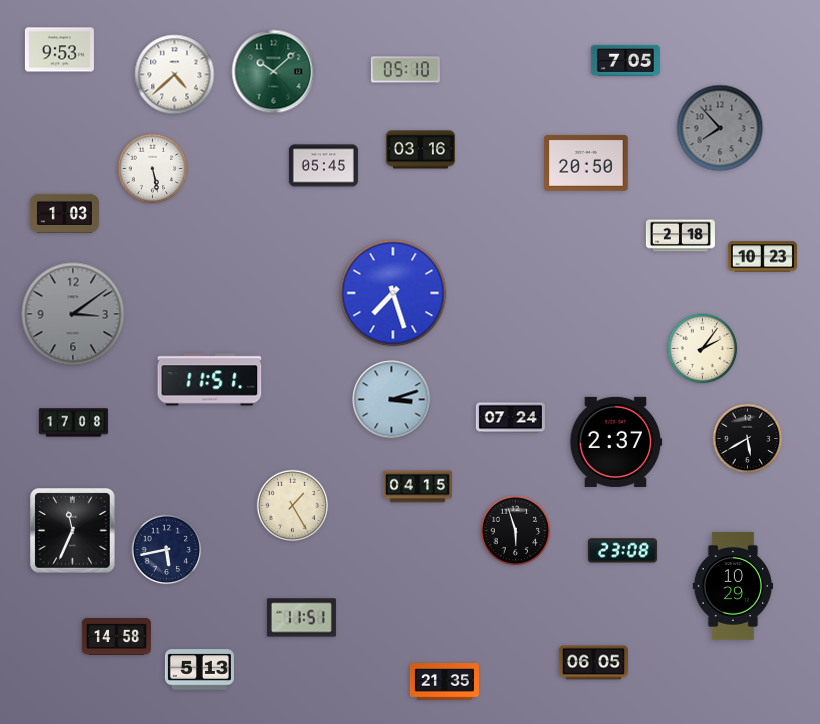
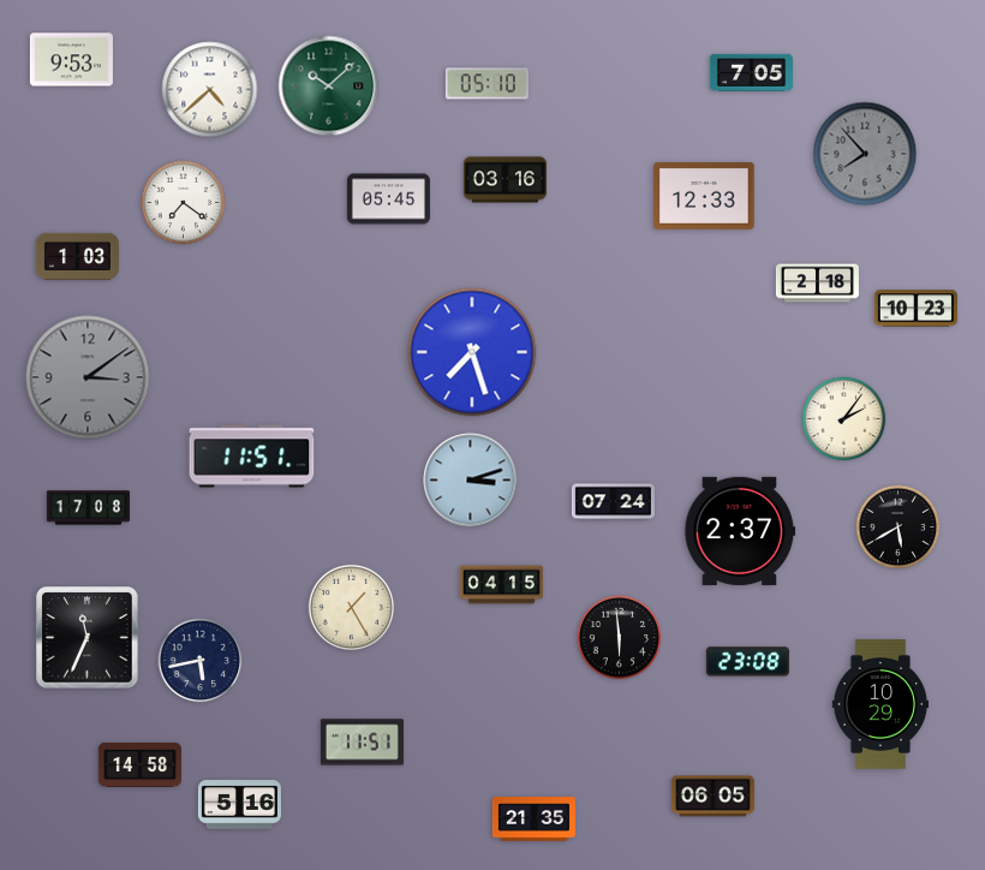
clock at (586, 163): 20:50 -> 12:33
clock at (153, 169): 5:28 -> 7:21
clock at (516, 531): 5:57 -> 5:59
clock at (199, 670): 5:13 -> 5:16
